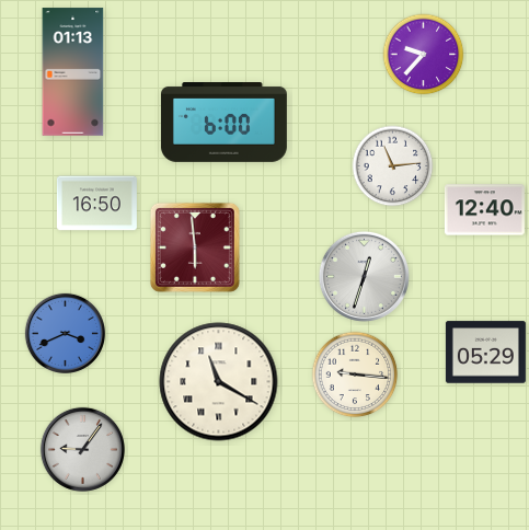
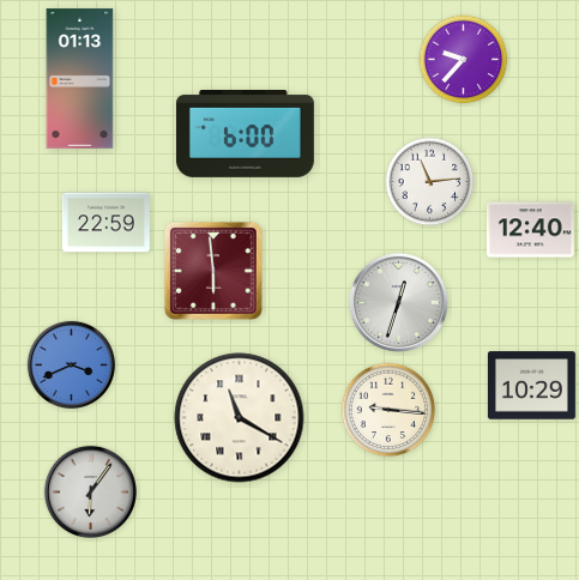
clock at (96, 204): 16:50 -> 22:59
clock at (485, 353): 05:29 -> 10:29
clock at (82, 449): 9:06 -> 6:06
